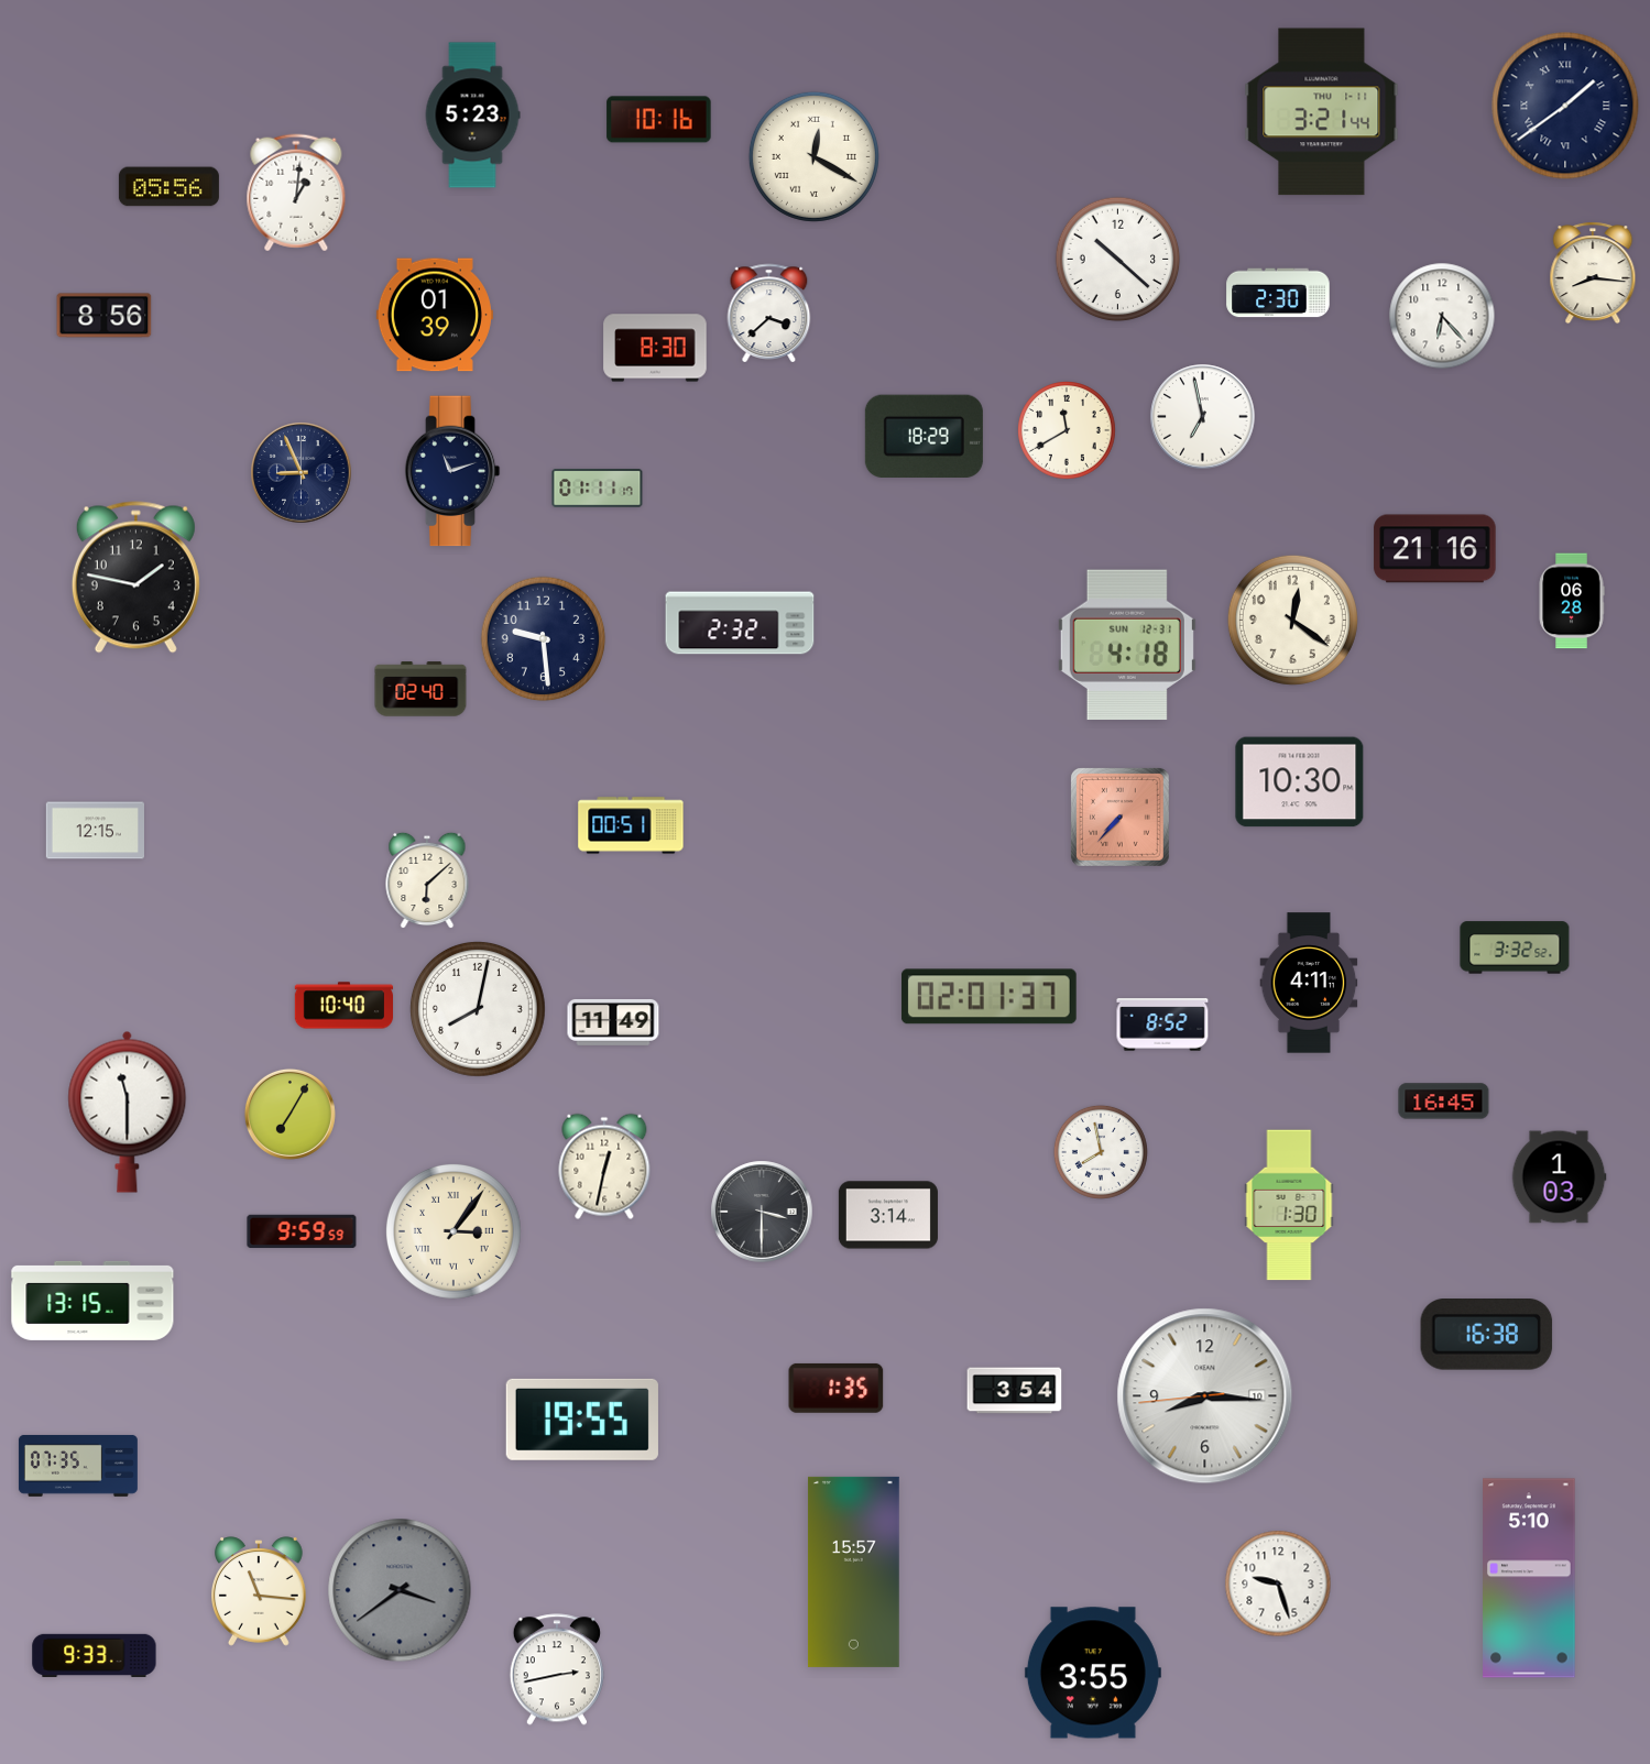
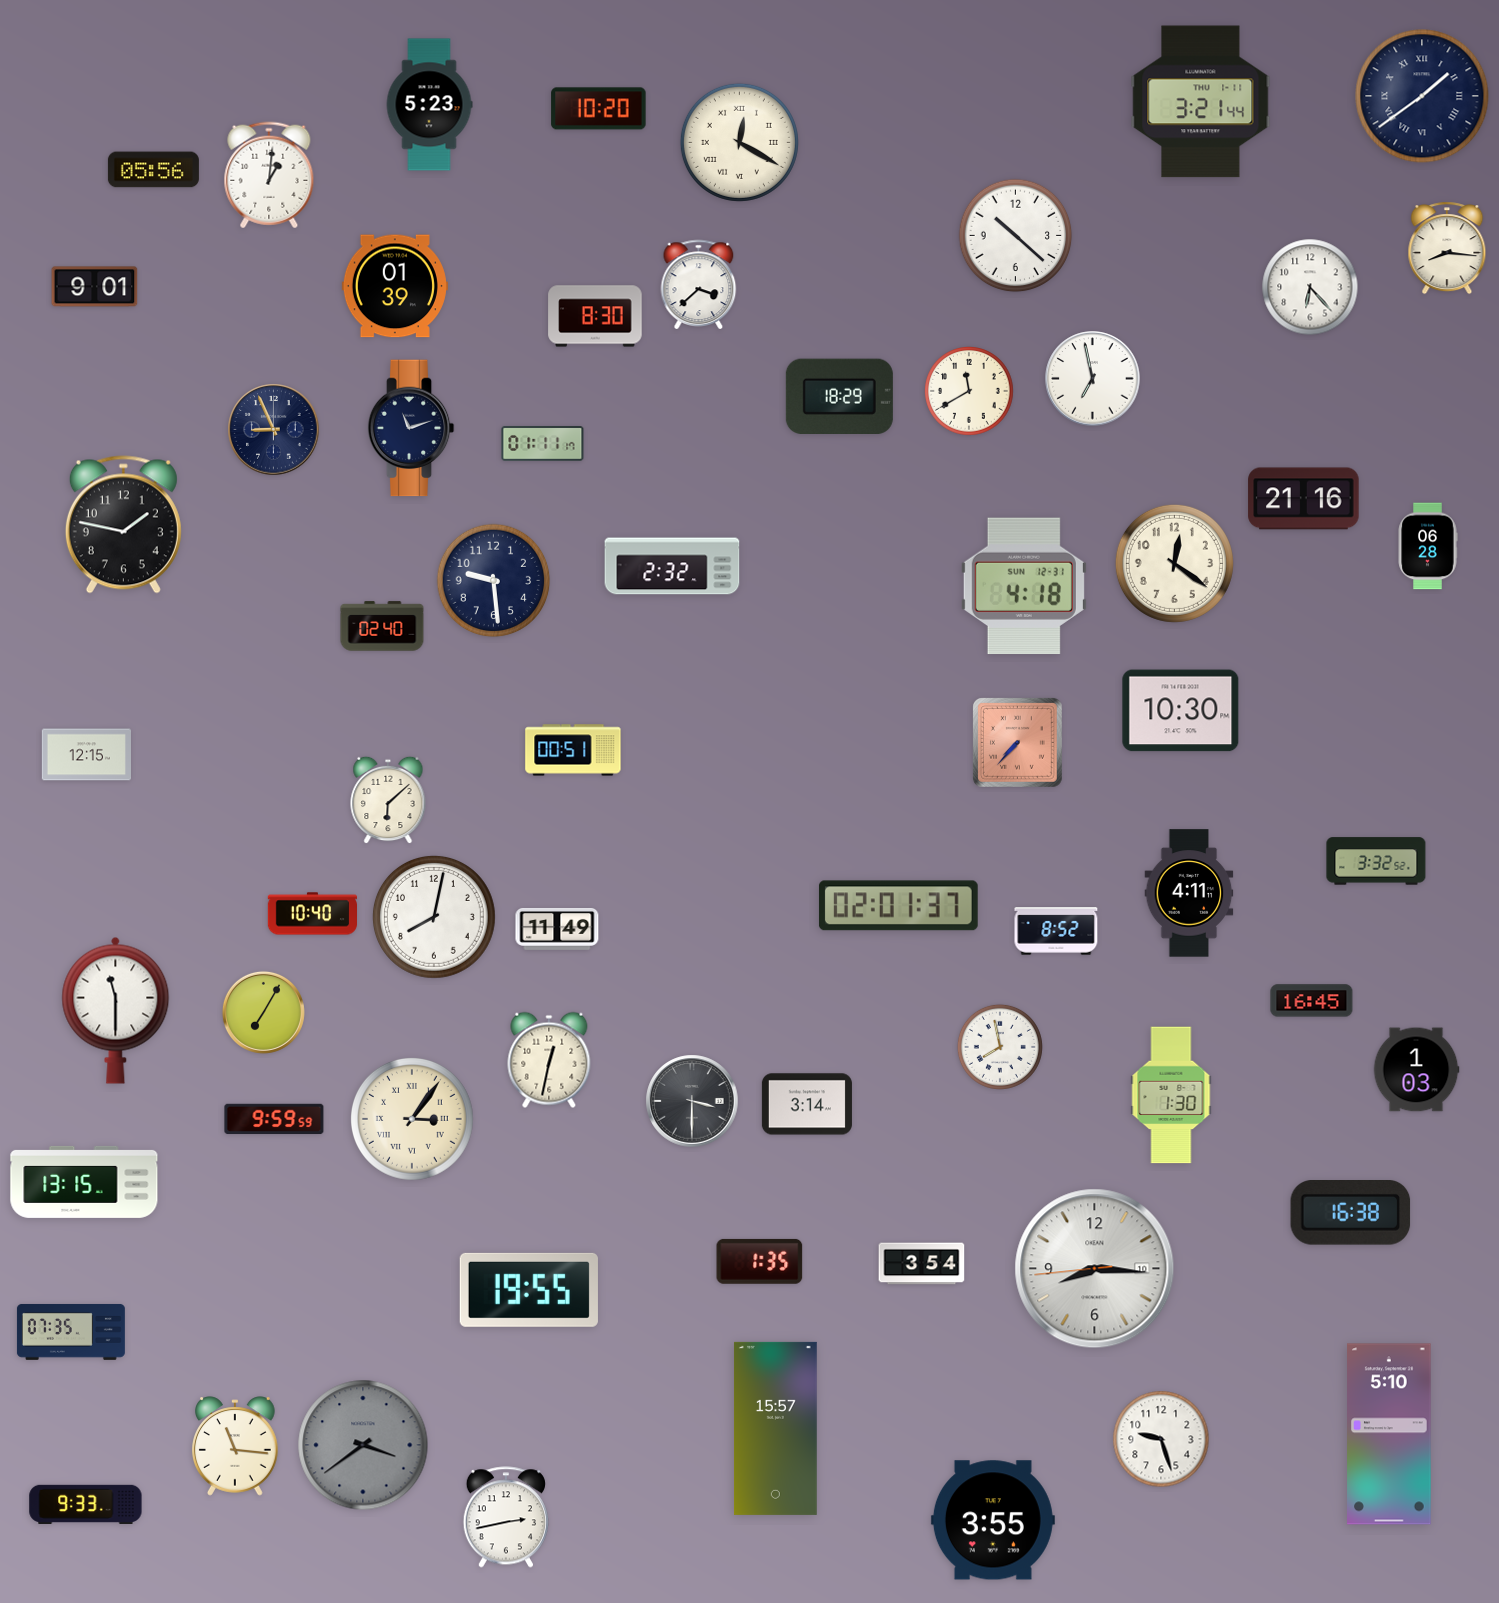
clock at (659, 120): 10:16 -> 10:20
clock at (1278, 293): 2:30 -> none
clock at (105, 316): 8:56 -> 9:01
